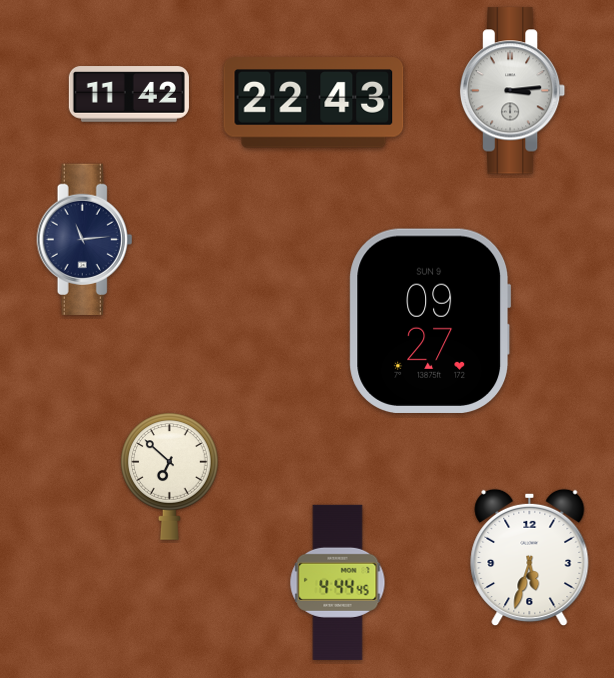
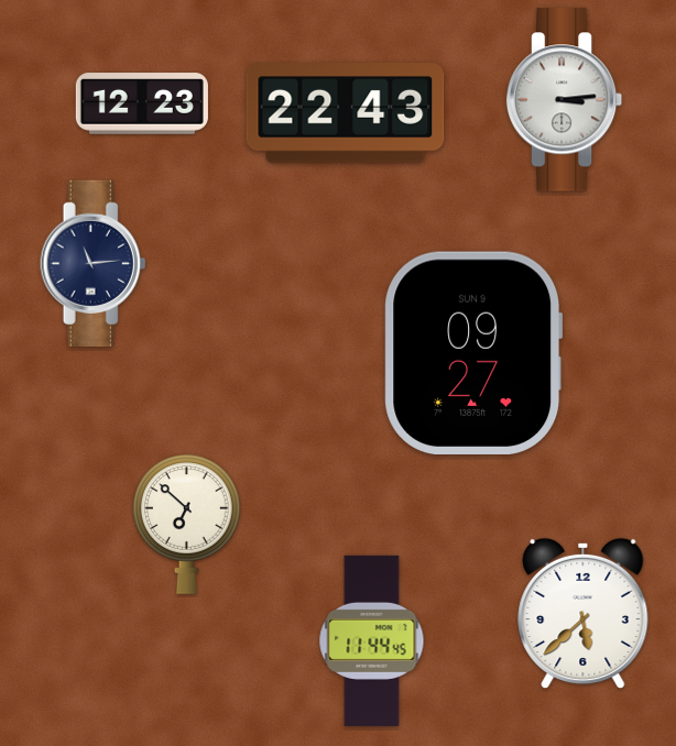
clock at (129, 94): 11:42 -> 12:23
clock at (530, 558): 5:33 -> 5:38
clock at (338, 582): 4:44 -> 11:44
